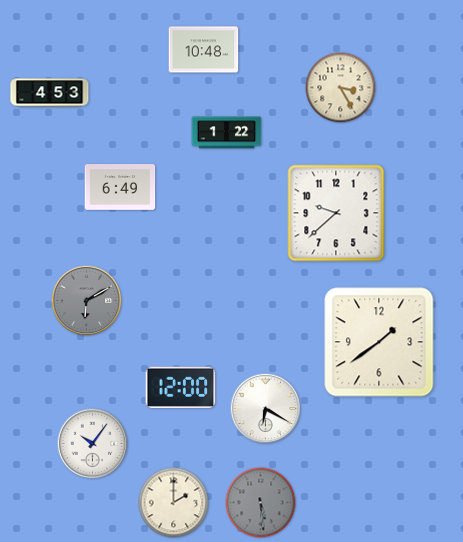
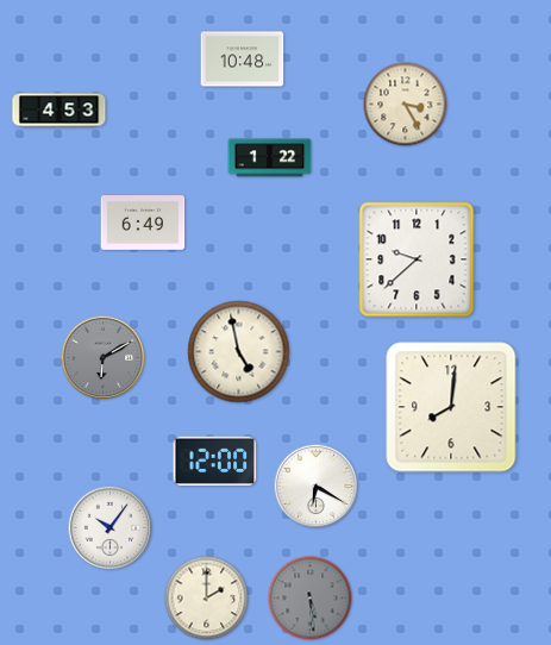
clock at (336, 213) position: (336, 213) -> (417, 259)
clock at (239, 352): none -> 4:58
clock at (379, 342): 1:39 -> 8:01
